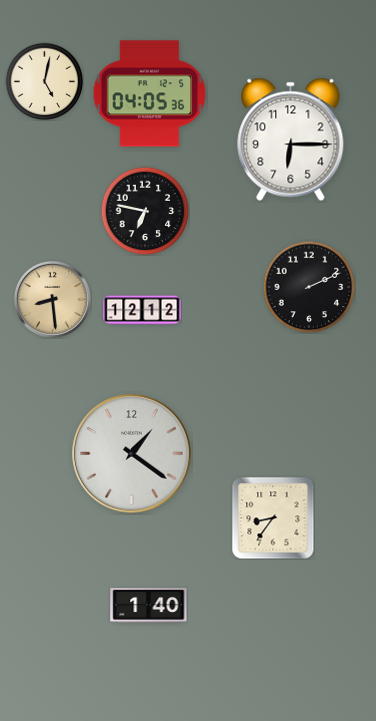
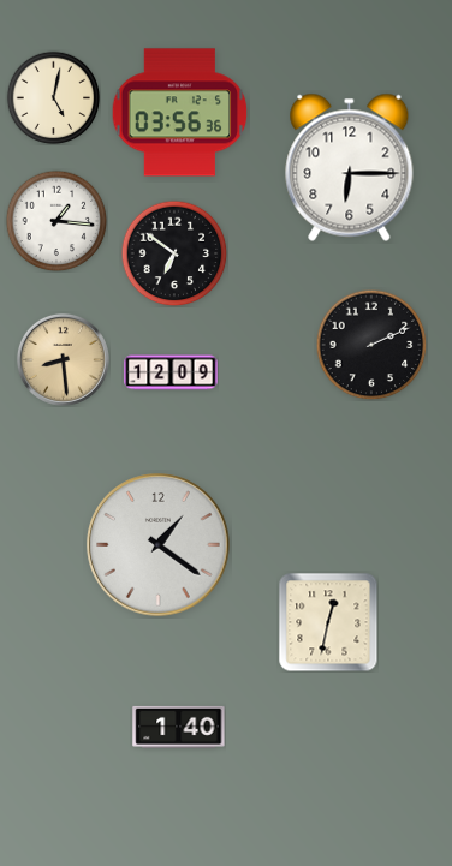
clock at (150, 94): 04:05 -> 03:56
clock at (56, 221): none -> 1:16
clock at (145, 211): 6:47 -> 6:51
clock at (142, 310): 12:12 -> 12:09
clock at (273, 518): 8:36 -> 12:32
